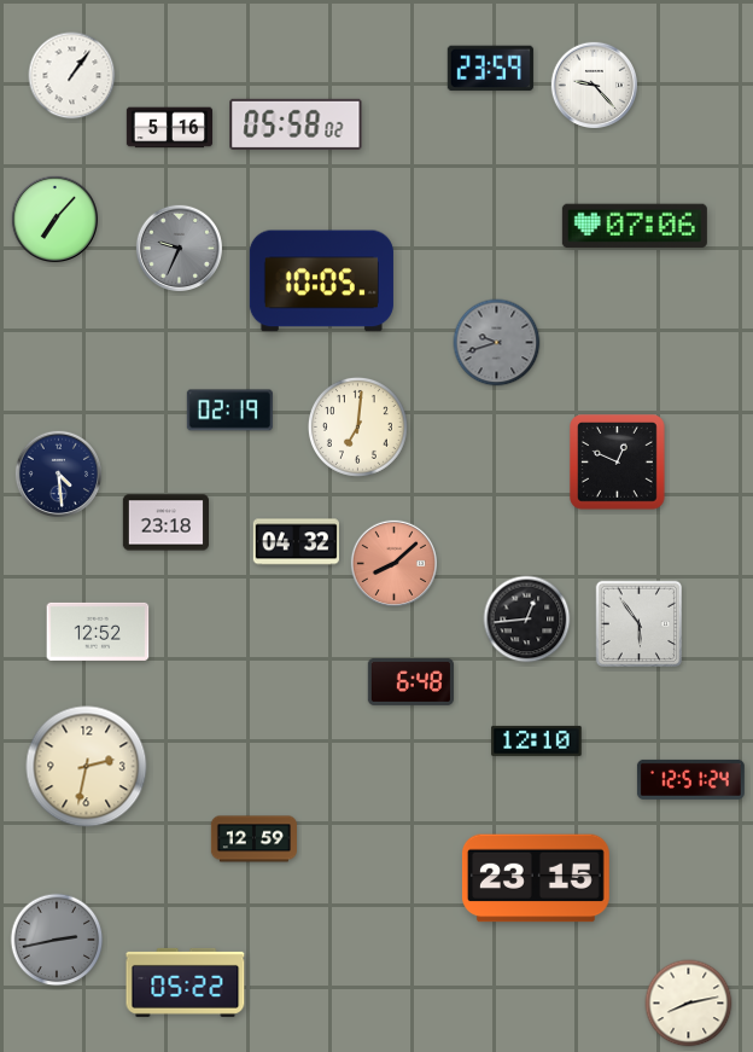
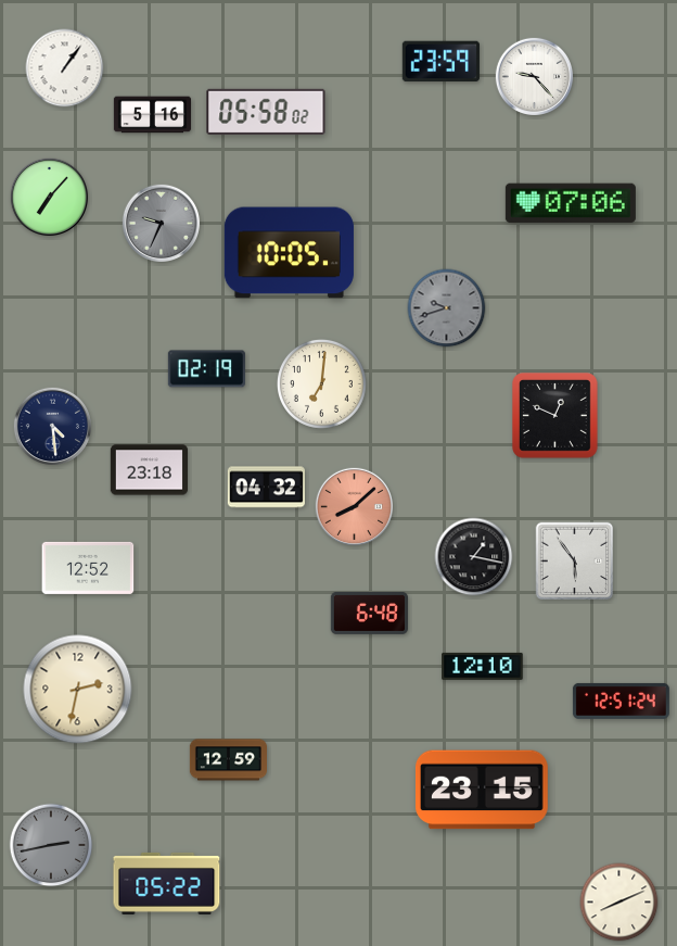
clock at (527, 620): 12:44 -> 1:17
clock at (253, 839) position: (253, 839) -> (228, 760)
clock at (689, 1004): 8:13 -> 8:11
